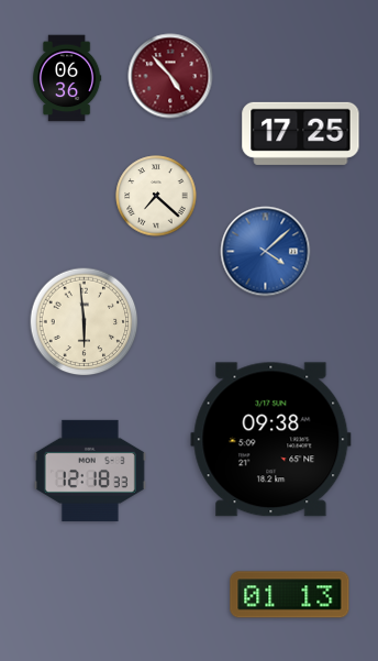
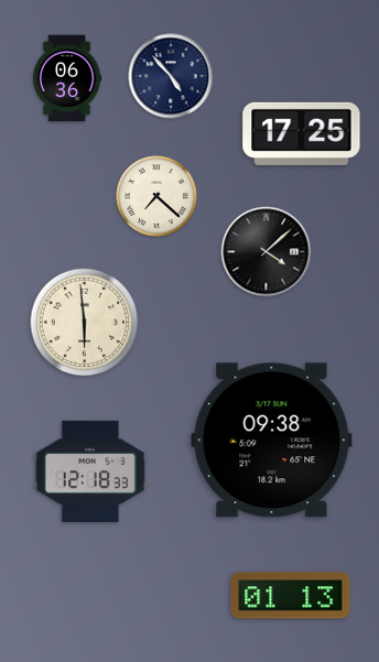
clock at (170, 76) dial: burgundy -> navy
clock at (266, 252) dial: blue -> black
